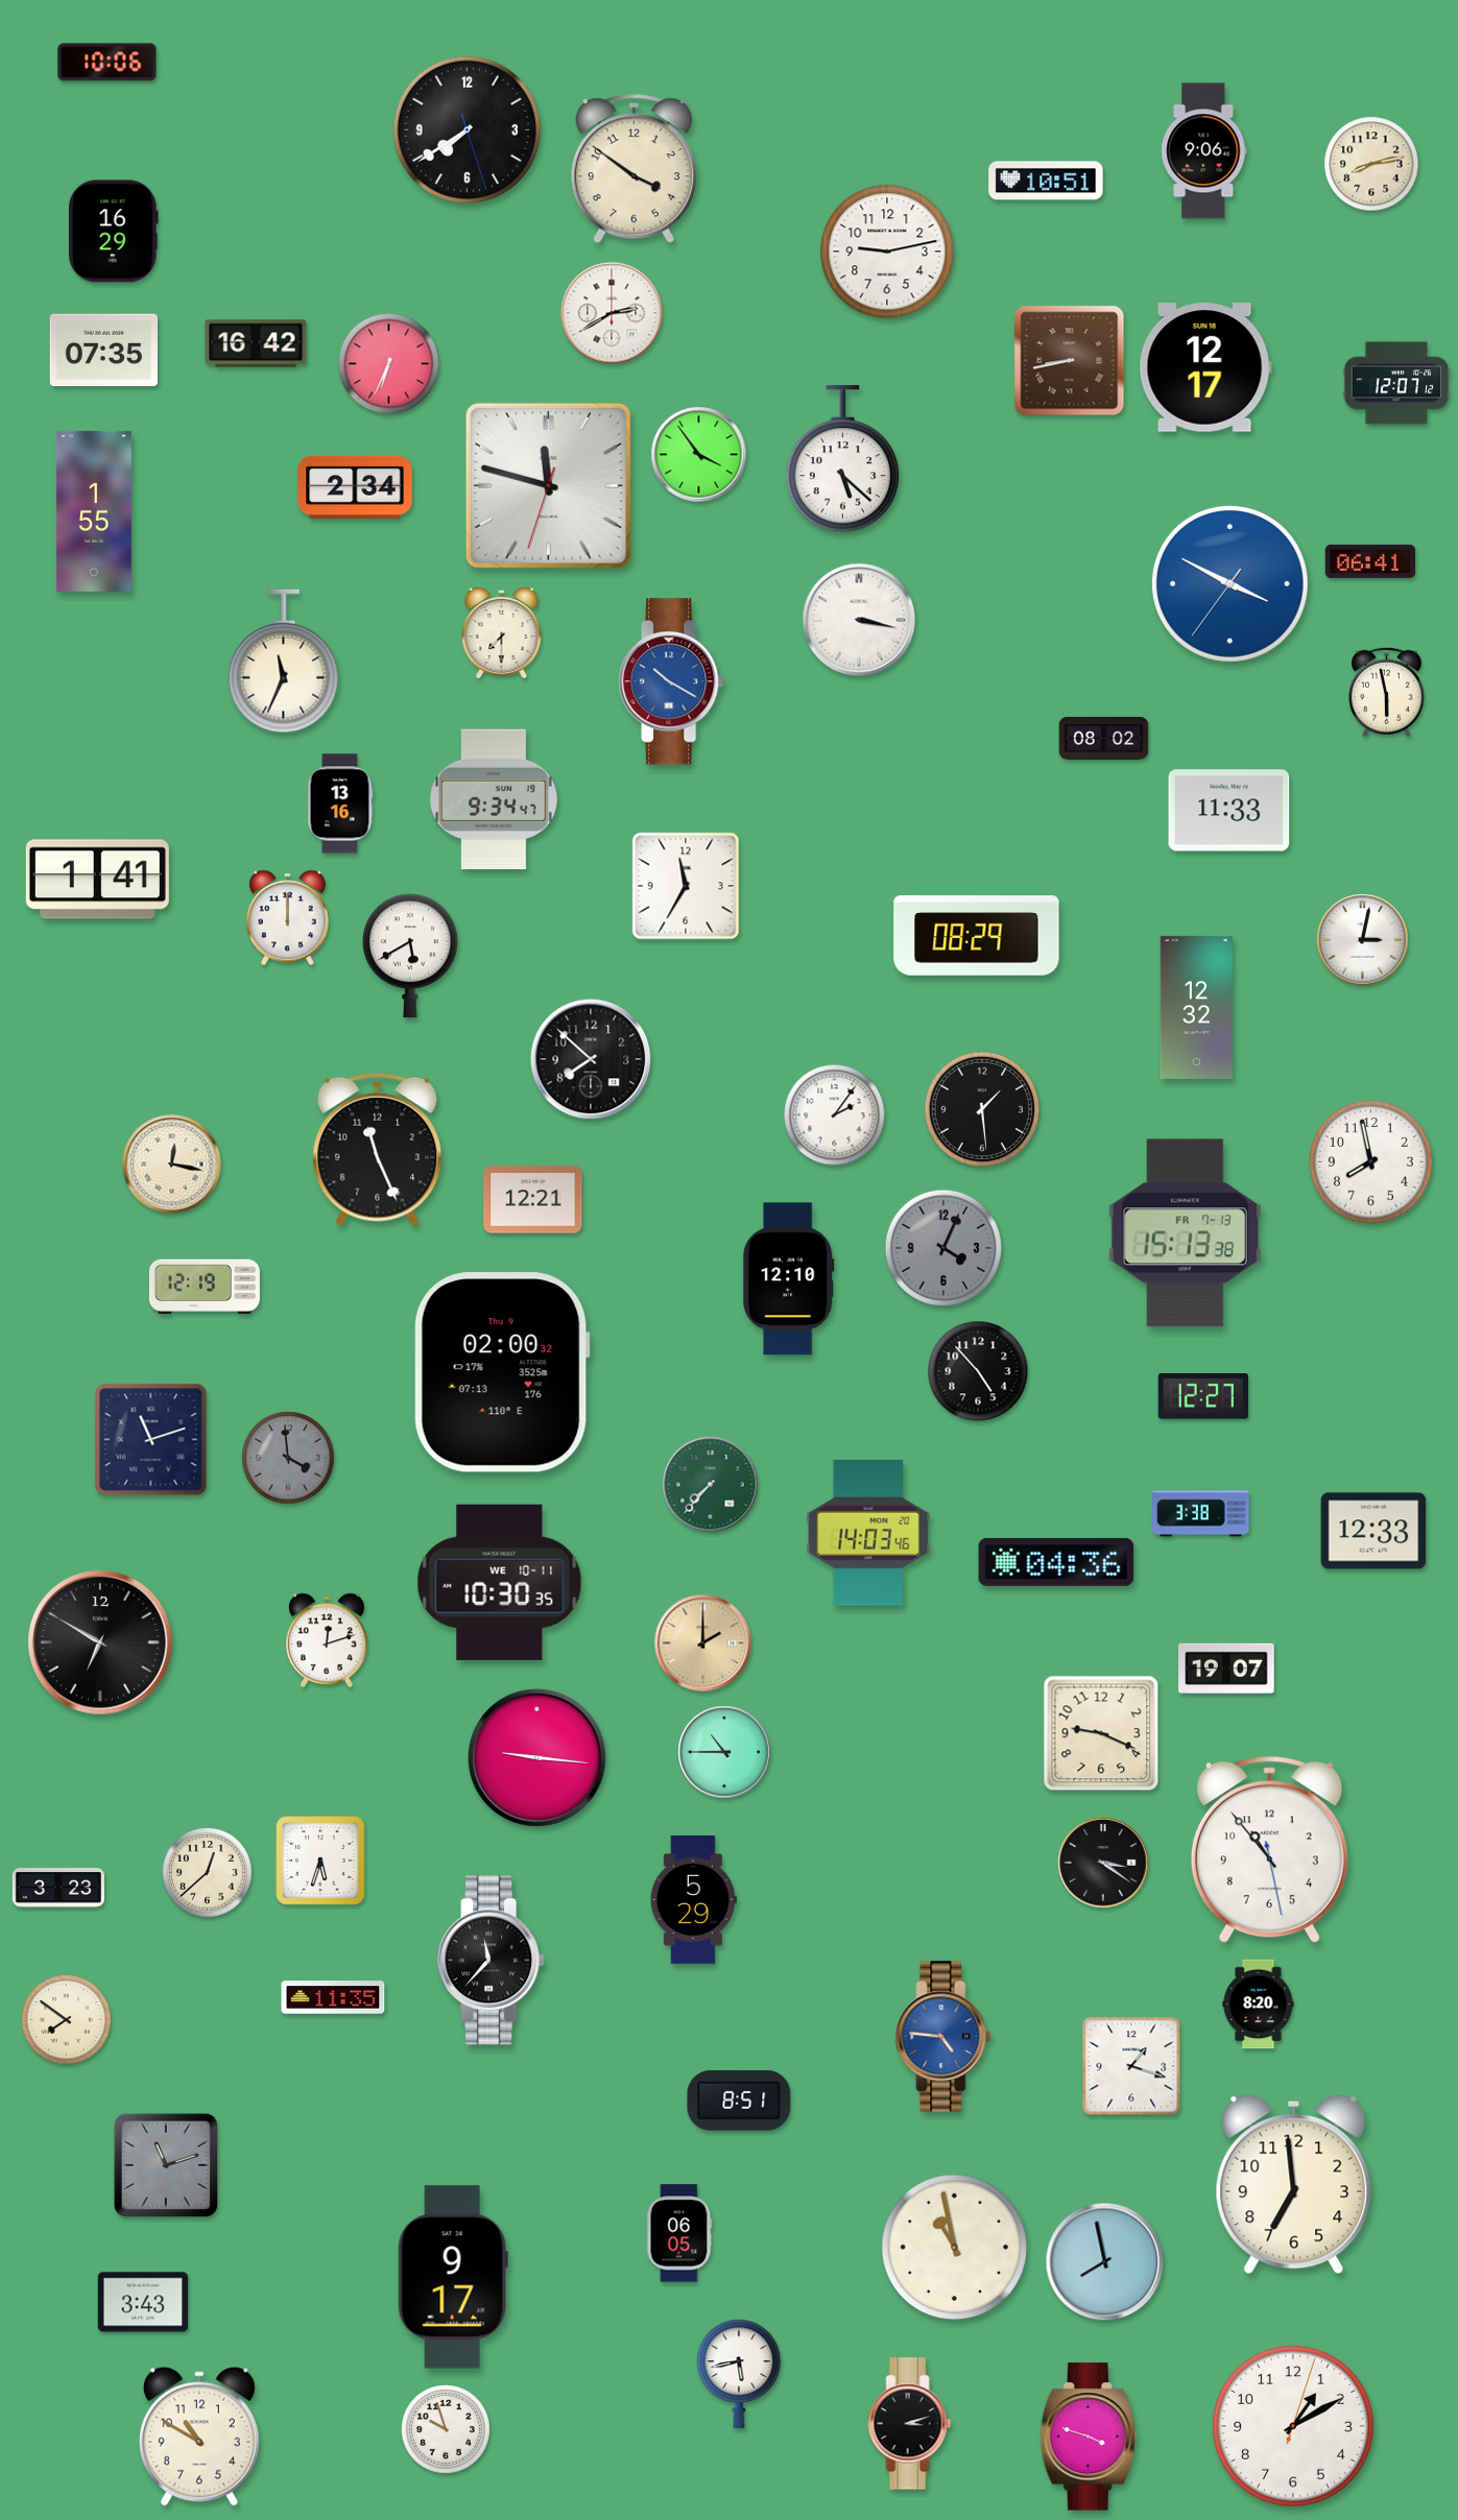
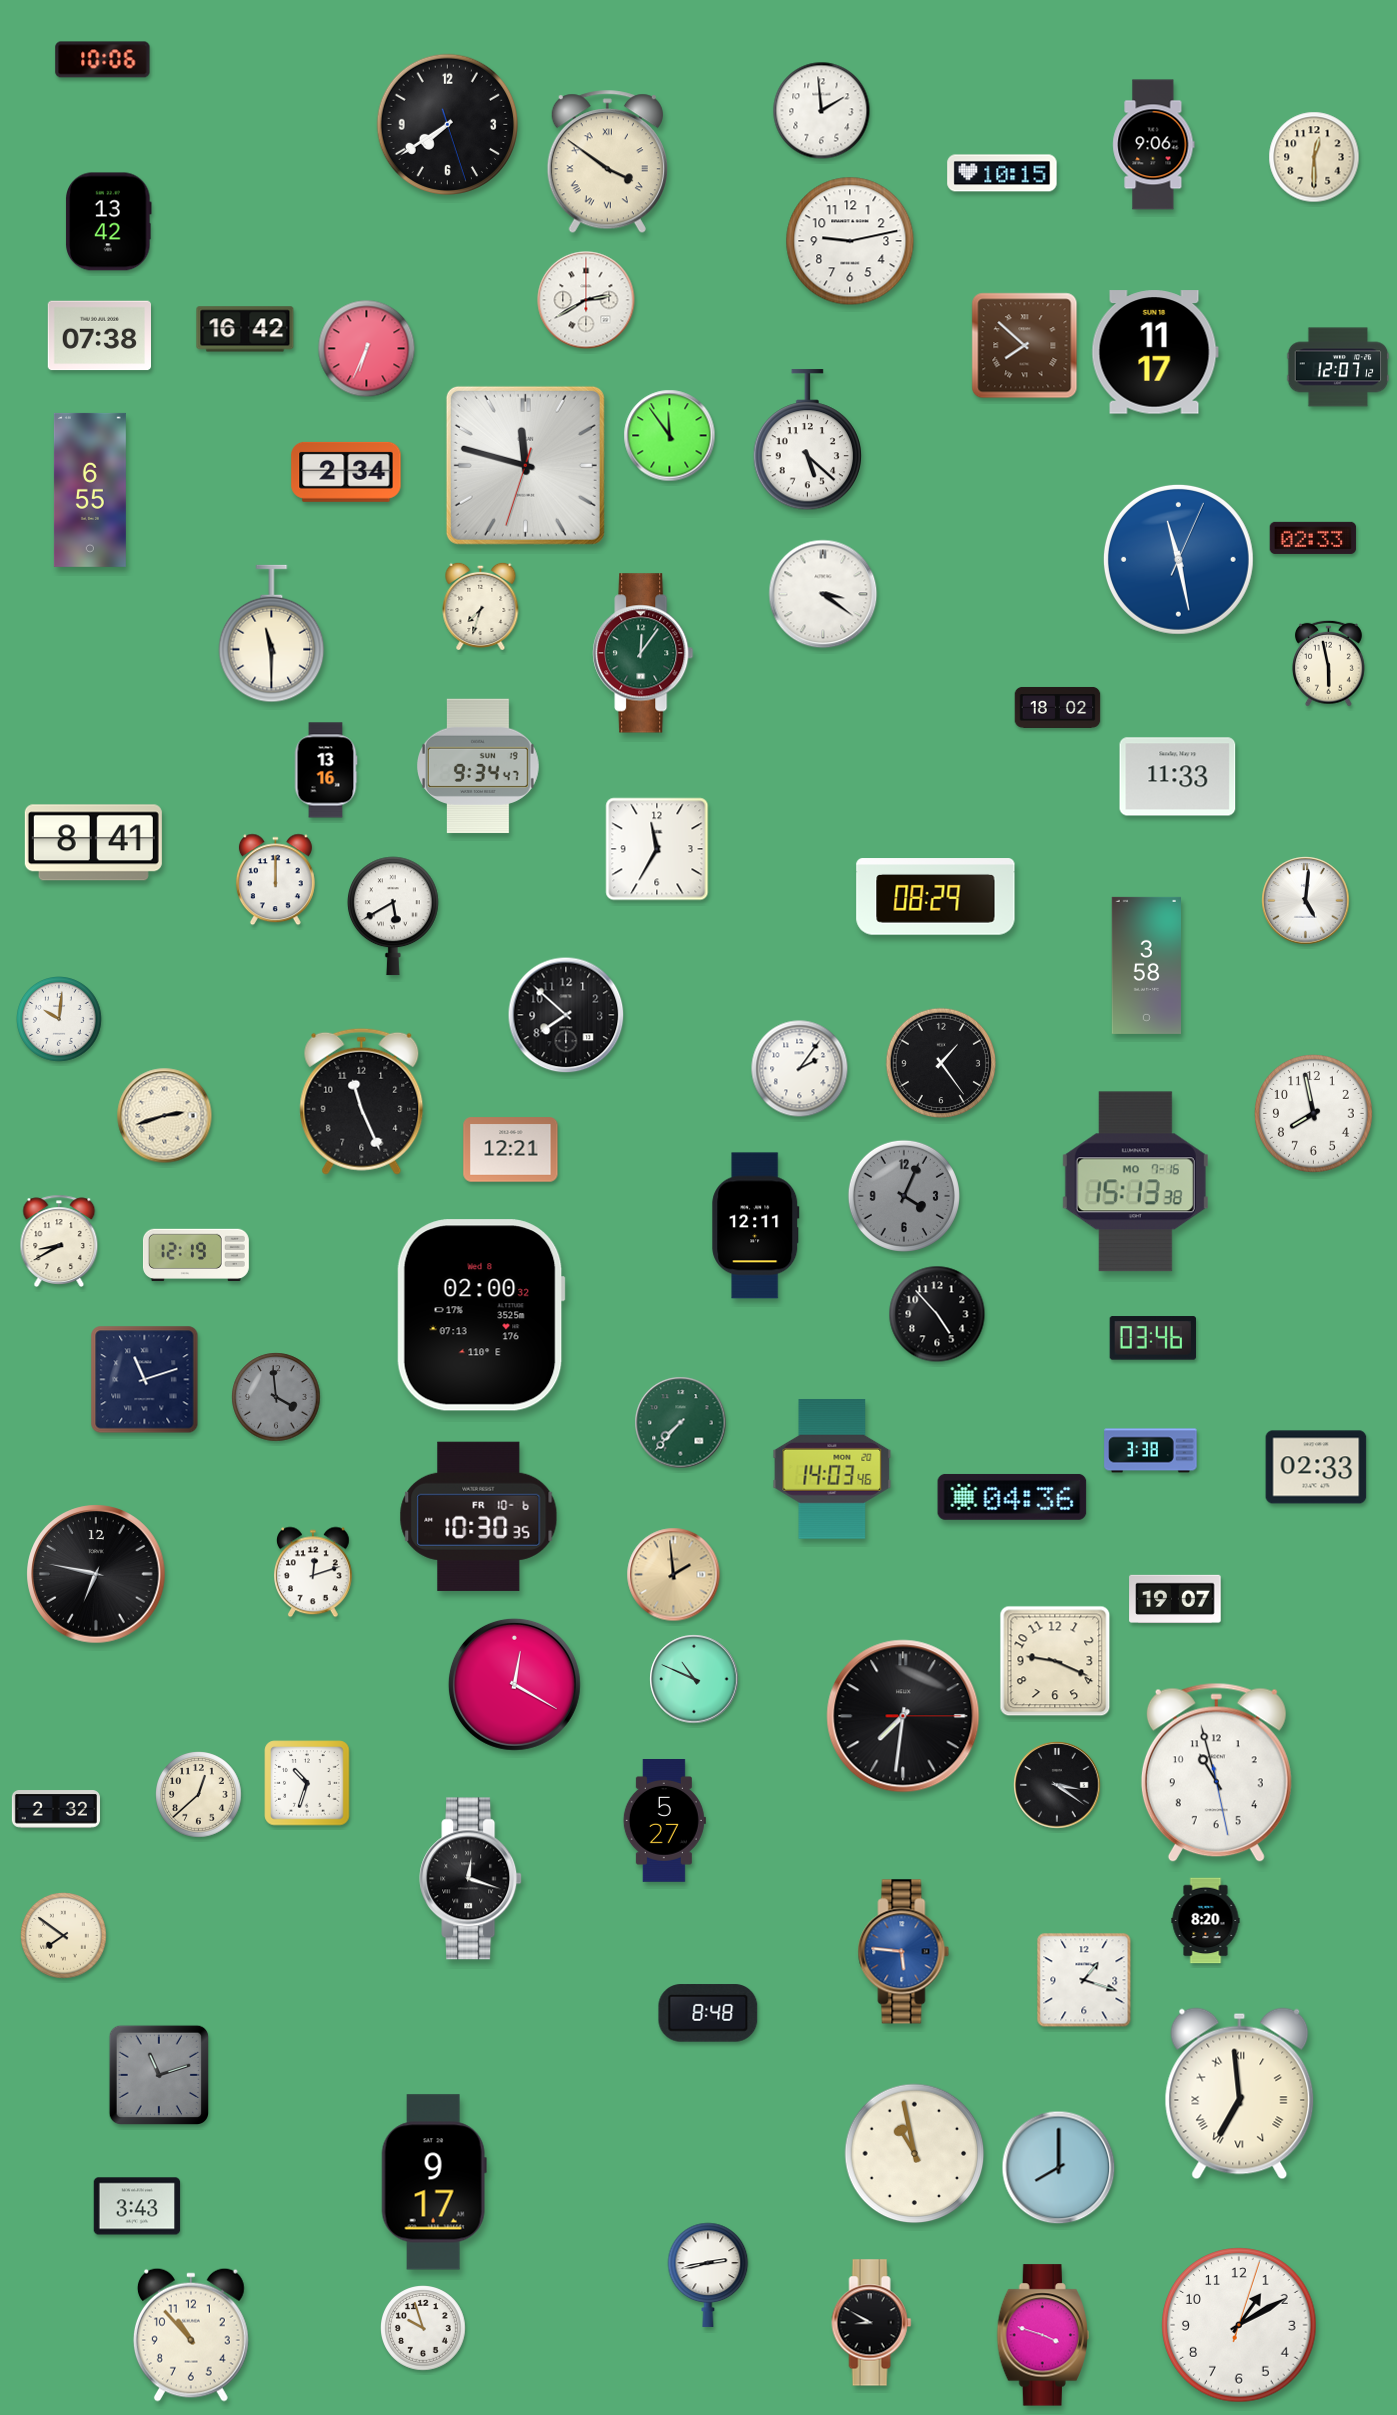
clock at (822, 111): none -> 1:59
clock at (1371, 164): 8:13 -> 12:30
clock at (634, 169) numerals: Arabic -> Roman
clock at (1046, 181): 10:51 -> 10:15
clock at (114, 232): 16:29 -> 13:42
clock at (103, 351): 07:35 -> 07:38
clock at (1070, 361): 8:43 -> 7:52
clock at (389, 364) position: (389, 364) -> (367, 349)
clock at (1205, 367): 12:17 -> 11:17
clock at (699, 455): 3:54 -> 11:54
clock at (355, 487) position: (355, 487) -> (346, 472)
clock at (94, 511): 1:55 -> 6:55
clock at (1370, 561): 06:41 -> 02:33
clock at (1229, 583): 3:49 -> 11:28
clock at (859, 620): 3:17 -> 3:21
clock at (502, 631): 7:30 -> 7:33
clock at (284, 662): 11:34 -> 11:30
clock at (671, 681): 10:20 -> 12:06
clock at (671, 681) dial: blue -> green
clock at (1104, 738): 08:02 -> 18:02
clock at (494, 799) position: (494, 799) -> (478, 766)
clock at (97, 880): 1:41 -> 8:41
clock at (1363, 940): 3:02 -> 5:01
clock at (1196, 1007): 12:32 -> 3:58
clock at (60, 1020): none -> 10:01
clock at (981, 1108): 1:29 -> 1:24
clock at (172, 1165): 12:17 -> 2:42
clock at (1185, 1233) date: FR 7-13 -> MO 7-16
clock at (789, 1279): 12:10 -> 12:11
clock at (205, 1287) position: (205, 1287) -> (196, 1255)
clock at (59, 1240): none -> 8:40
clock at (502, 1372) date: Thu 9 -> Wed 8
clock at (1202, 1396): 12:27 -> 03:46
clock at (1373, 1531): 12:33 -> 02:33
clock at (500, 1582) date: WE 10-11 -> FR 10-6
clock at (100, 1642): 6:50 -> 6:47
clock at (703, 1643): 2:00 -> 1:59
clock at (724, 1752): 10:45 -> 10:49
clock at (536, 1757): 9:16 -> 12:20
clock at (903, 1716): none -> 7:31
clock at (1269, 1850): 10:53 -> 10:57
clock at (320, 1861): 5:33 -> 10:33
clock at (58, 1888): 3:23 -> 2:32
clock at (693, 1900): 5:29 -> 5:27
clock at (492, 1961): 11:37 -> 12:18
clock at (333, 1997): 11:35 -> none
clock at (943, 2037): 4:46 -> 5:46
clock at (739, 2101): 8:51 -> 8:48
clock at (1294, 2185) numerals: Arabic -> Roman
clock at (679, 2233): 06:05 -> none
clock at (1105, 2262): 7:58 -> 8:00
clock at (739, 2374): 5:43 -> 2:43
clock at (910, 2424): 3:12 -> 8:50
clock at (447, 2430) position: (447, 2430) -> (424, 2329)
clock at (199, 2437): 10:50 -> 10:53
